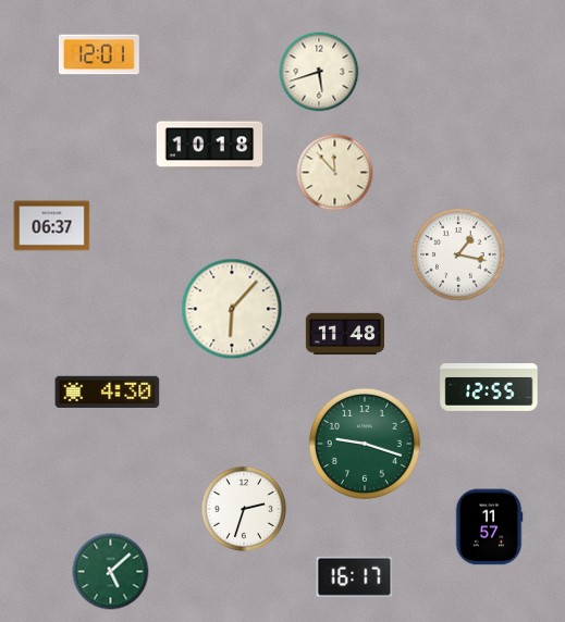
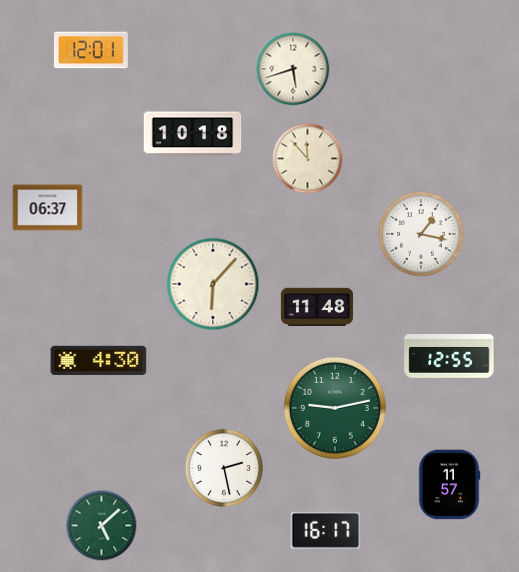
clock at (319, 72) position: (319, 72) -> (293, 69)
clock at (365, 444): 9:18 -> 9:13
clock at (243, 508): 2:33 -> 2:28
